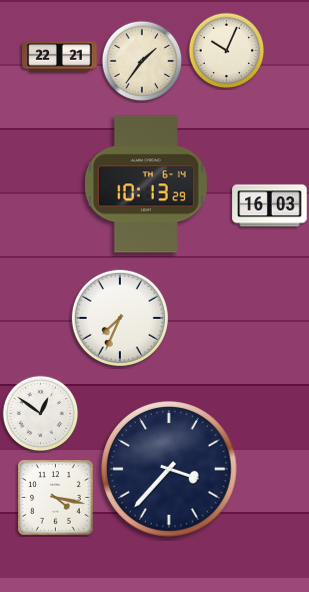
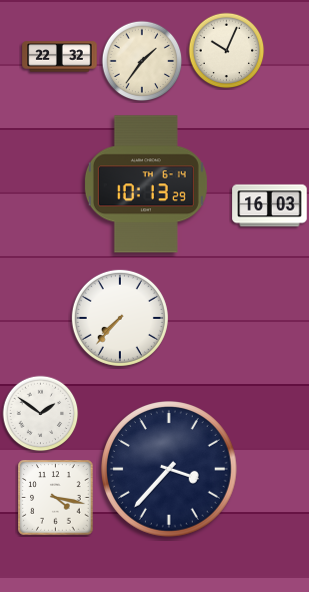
clock at (60, 57): 22:21 -> 22:32
clock at (120, 318): 7:34 -> 7:37
clock at (41, 414): 12:51 -> 1:51
